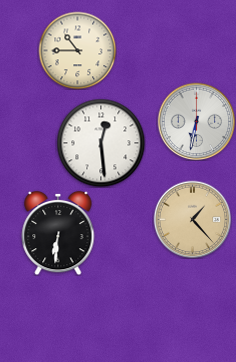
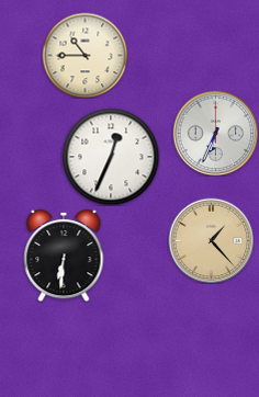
clock at (196, 121): 6:32 -> 6:34
clock at (101, 143): 12:29 -> 12:34
